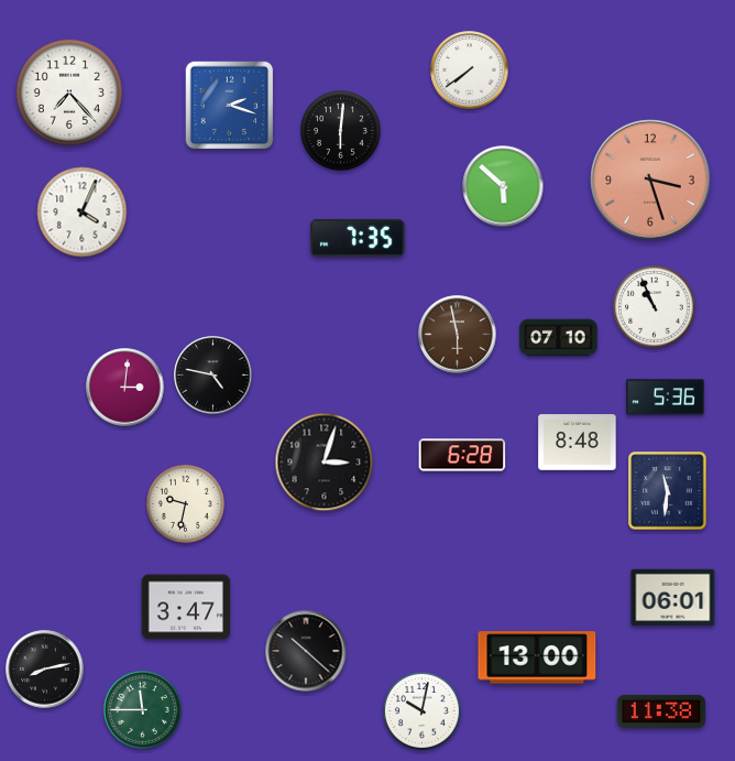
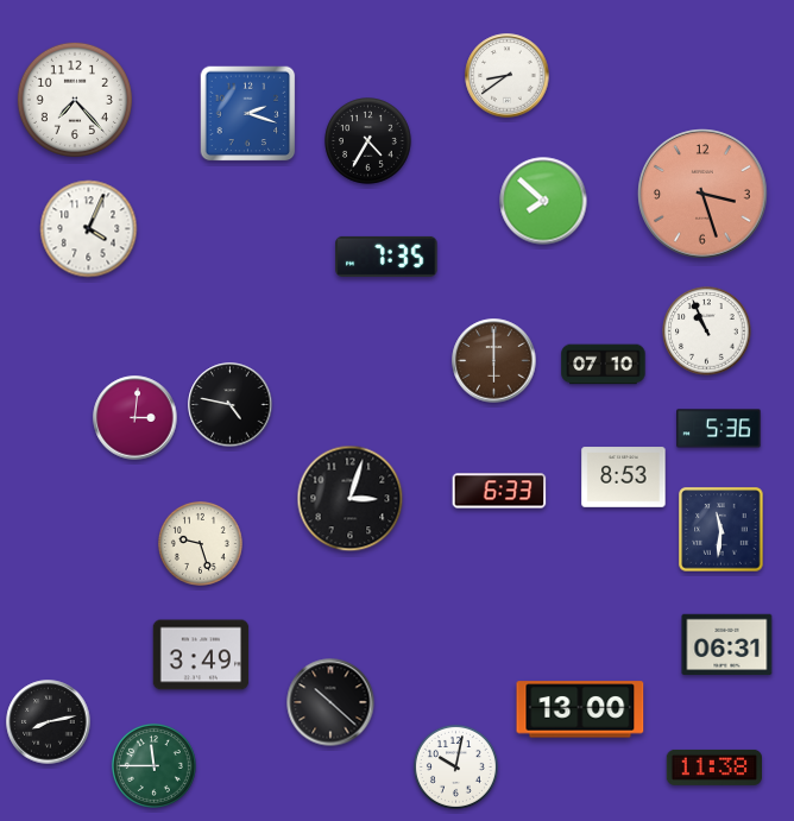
clock at (470, 70): 7:39 -> 8:39
clock at (341, 131): 6:01 -> 4:35
clock at (503, 186): 5:52 -> 7:52
clock at (458, 335): 5:58 -> 6:00
clock at (578, 443): 8:48 -> 8:53
clock at (462, 455): 6:28 -> 6:33
clock at (185, 503): 9:32 -> 9:27
clock at (673, 598): 06:01 -> 06:31
clock at (186, 607): 3:47 -> 3:49
